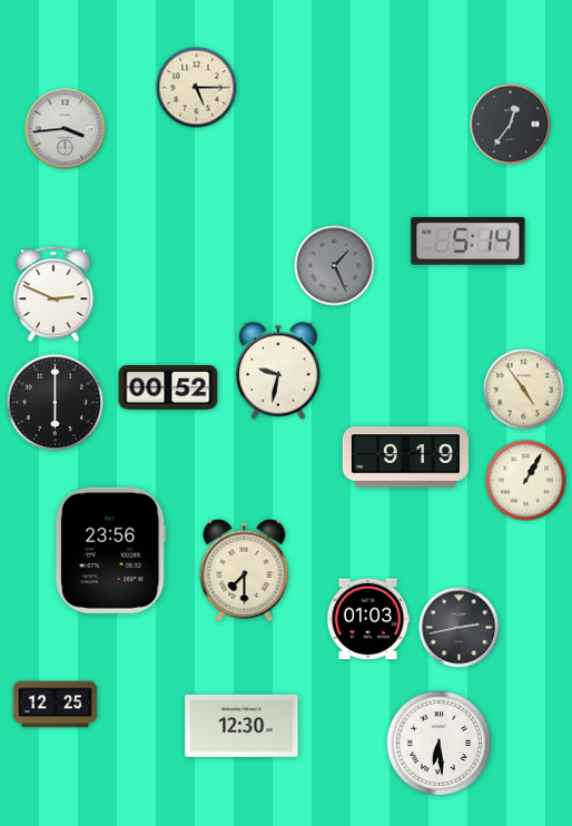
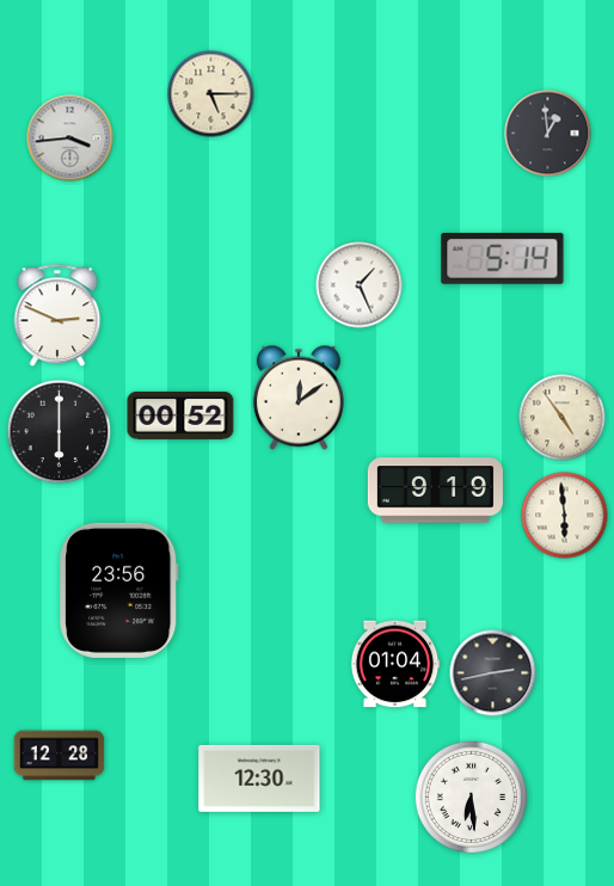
clock at (511, 125): 12:36 -> 12:59
clock at (335, 266) dial: grey -> white
clock at (278, 371): 9:32 -> 12:09
clock at (526, 481): 1:05 -> 5:59
clock at (245, 570): 7:30 -> none
clock at (368, 619): 01:03 -> 01:04
clock at (56, 705): 12:25 -> 12:28
